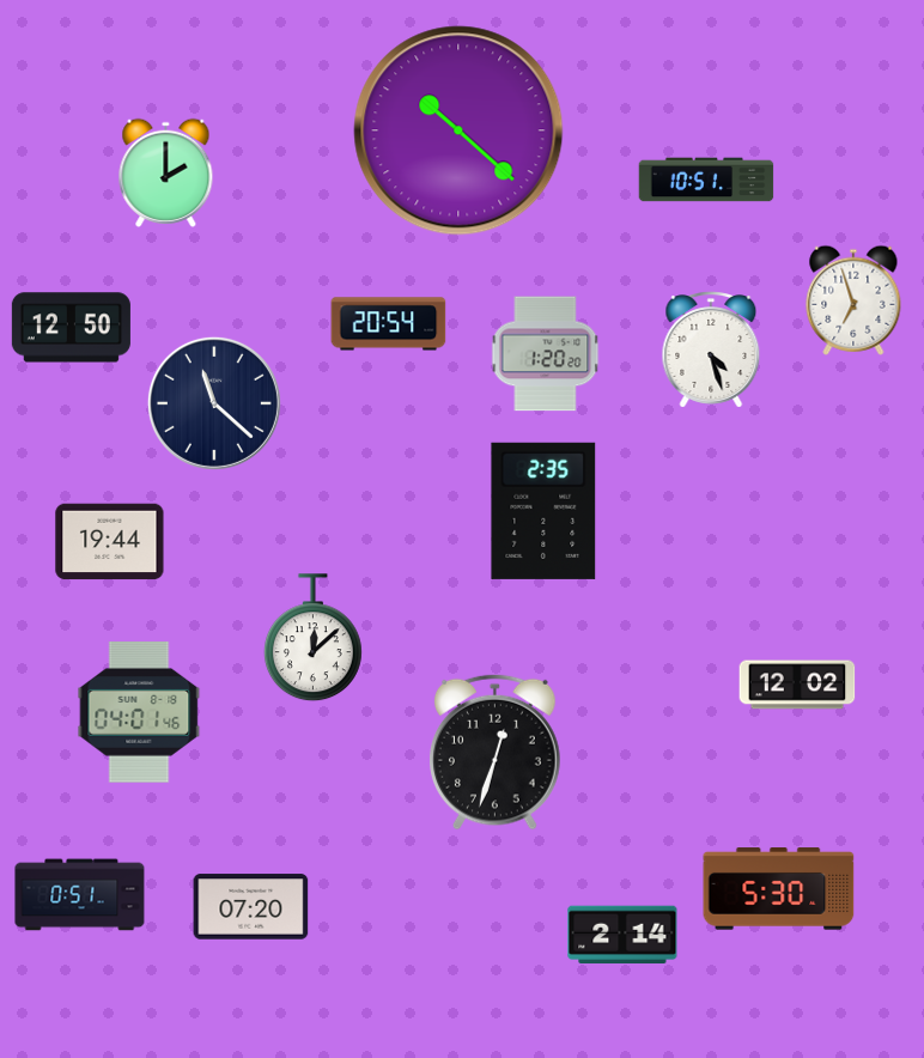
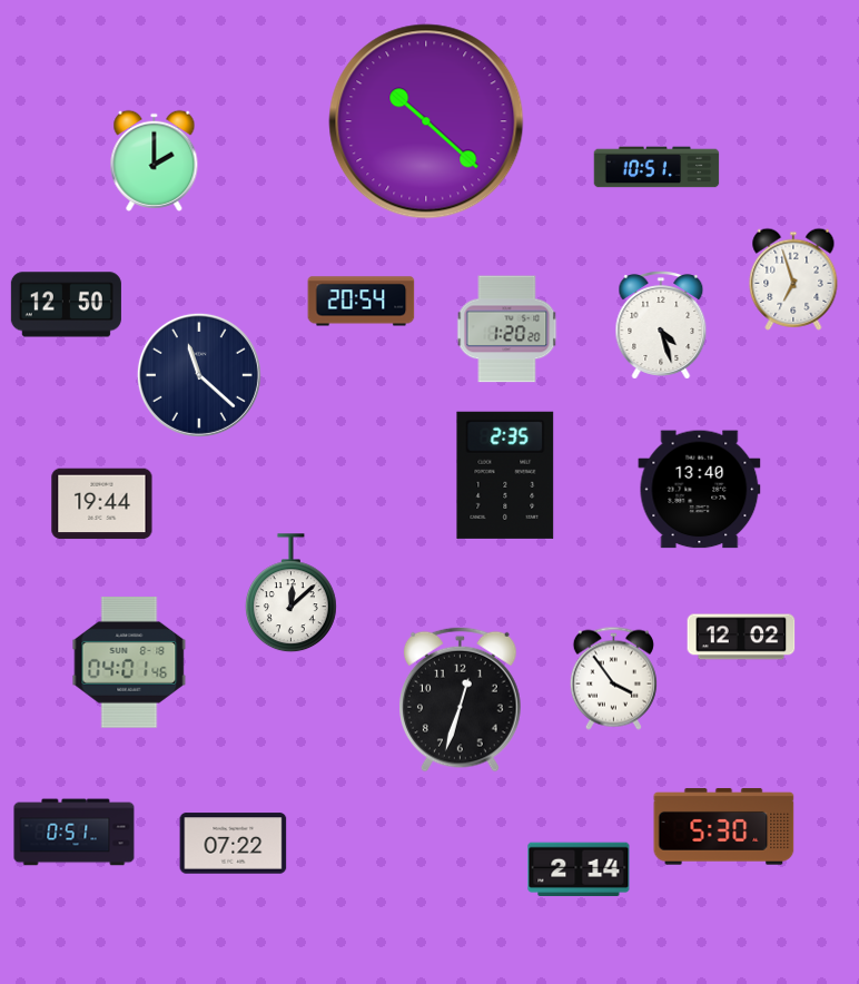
clock at (700, 490): none -> 13:40
clock at (613, 678): none -> 3:54
clock at (251, 907): 07:20 -> 07:22
